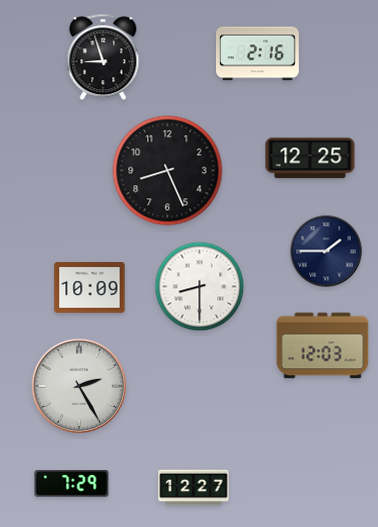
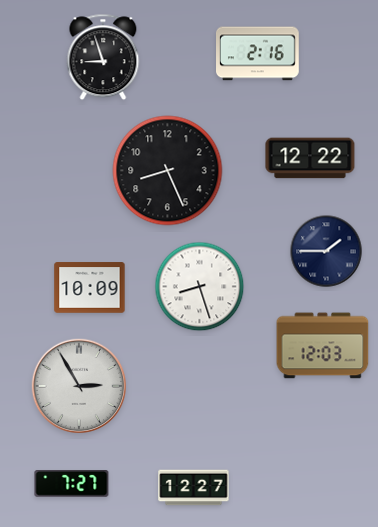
clock at (310, 158): 12:25 -> 12:22
clock at (200, 287): 8:30 -> 8:27
clock at (79, 386): 2:25 -> 2:55
clock at (72, 484): 7:29 -> 7:27
